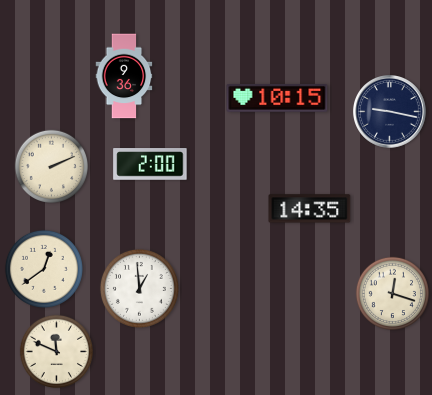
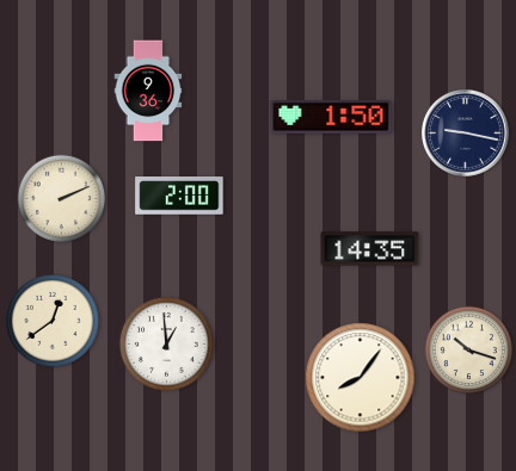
clock at (277, 98): 10:15 -> 1:50
clock at (392, 293): 12:18 -> 10:18
clock at (361, 378): none -> 8:06
clock at (56, 351): 11:49 -> none
